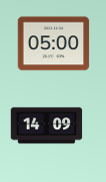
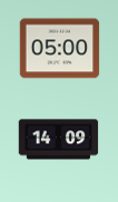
clock at (47, 126) position: (47, 126) -> (59, 140)
